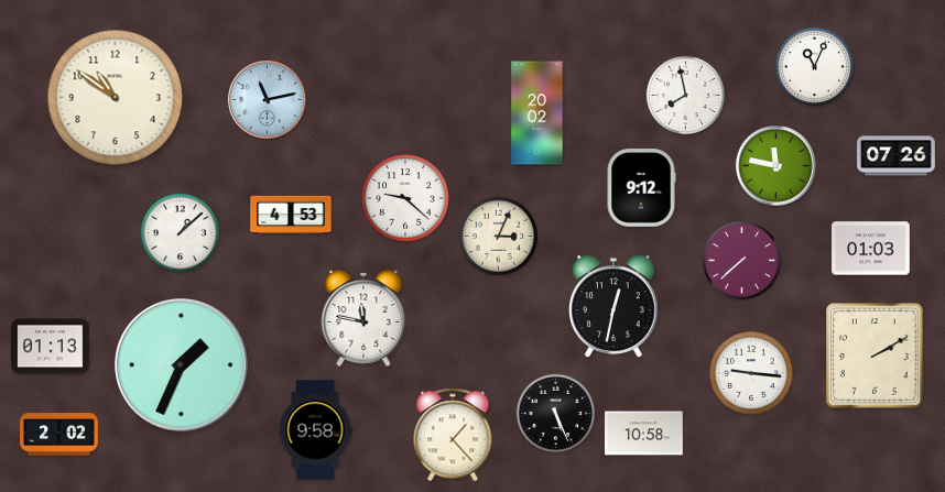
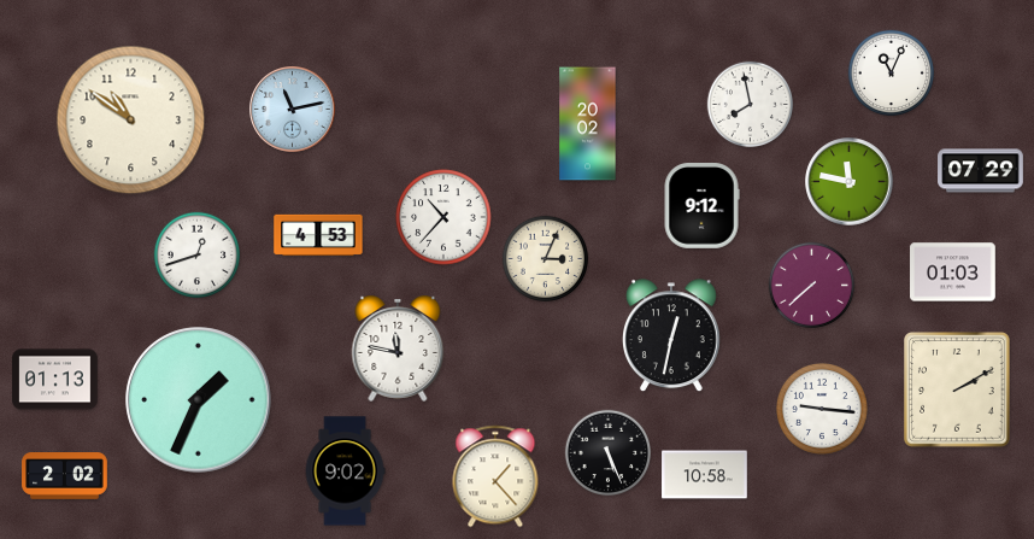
clock at (116, 98) position: (116, 98) -> (131, 121)
clock at (897, 156): 07:26 -> 07:29
clock at (405, 198): 9:22 -> 10:37
clock at (181, 233): 1:08 -> 12:42
clock at (315, 430): 9:58 -> 9:02
